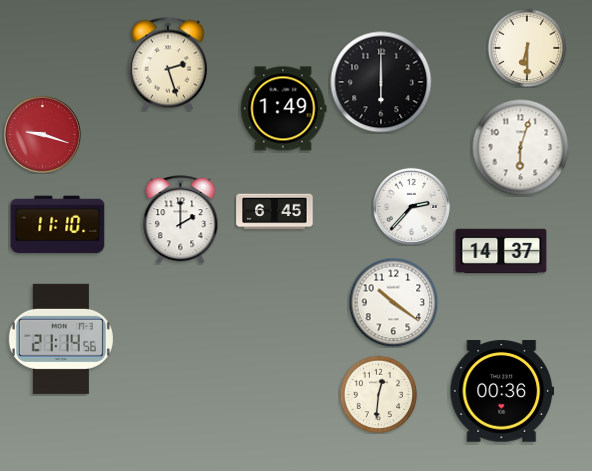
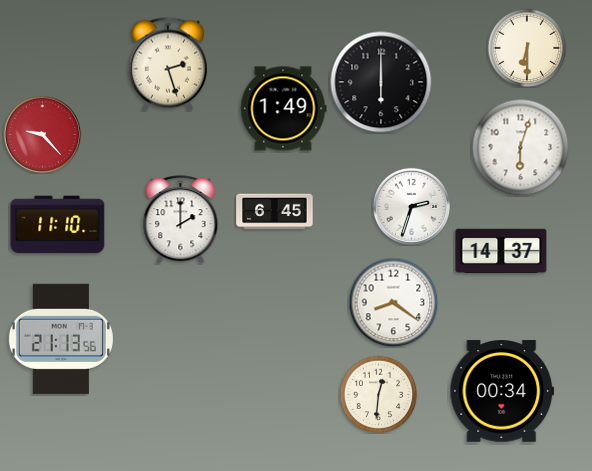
clock at (42, 134): 9:18 -> 9:23
clock at (411, 206): 2:37 -> 2:33
clock at (393, 302): 10:21 -> 8:21
clock at (61, 339): 21:14 -> 21:13
clock at (502, 391): 00:36 -> 00:34
